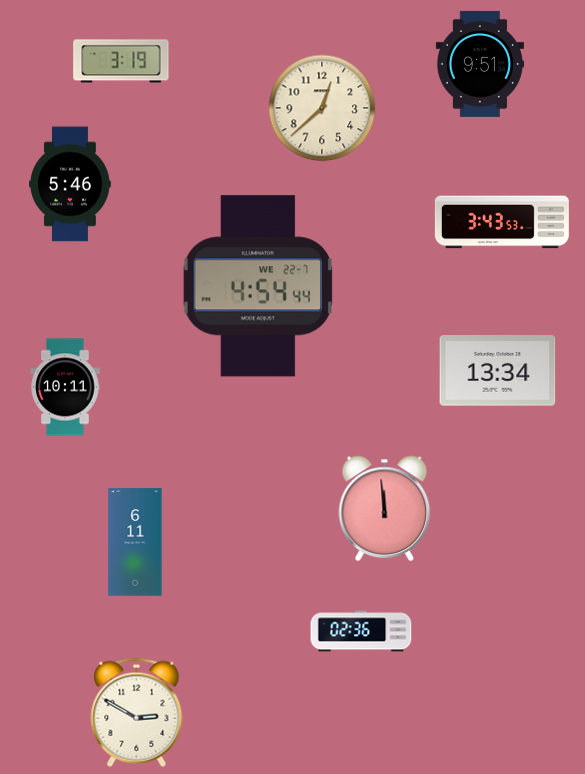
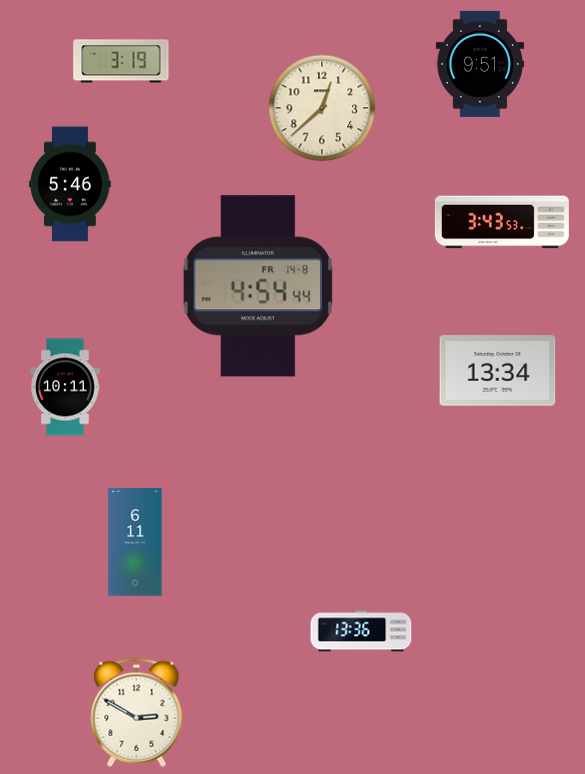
clock at (258, 286) date: WE 22-7 -> FR 14-8
clock at (385, 509): 11:59 -> none
clock at (361, 631): 02:36 -> 13:36
